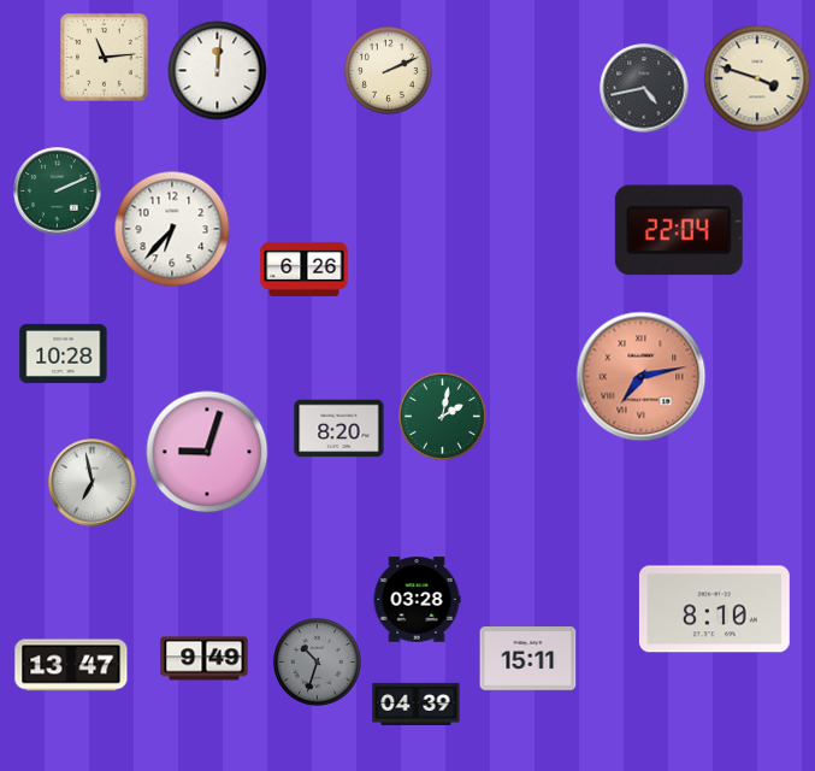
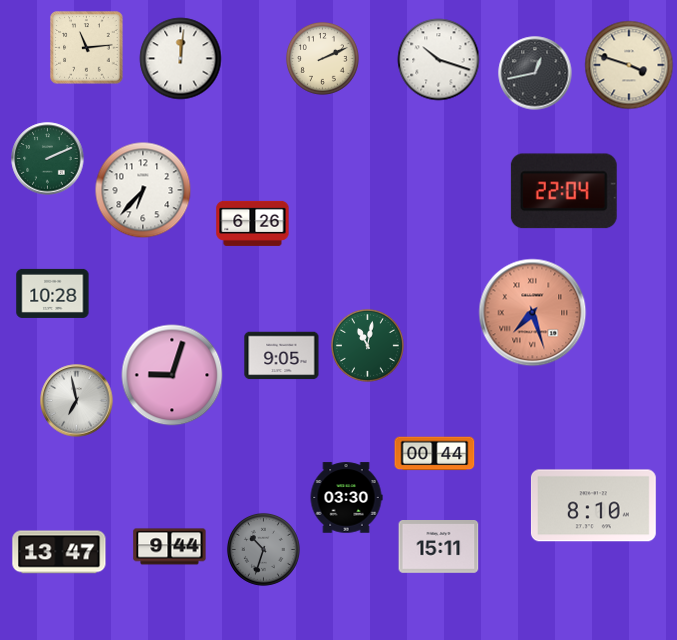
clock at (439, 60): none -> 10:18
clock at (644, 88): 4:43 -> 12:43
clock at (642, 377): 7:13 -> 7:27
clock at (442, 416): 2:02 -> 11:02
clock at (339, 429): 8:20 -> 9:05
clock at (435, 454): none -> 00:44
clock at (417, 600): 03:28 -> 03:30
clock at (205, 659): 9:49 -> 9:44
clock at (417, 704): 04:39 -> none
